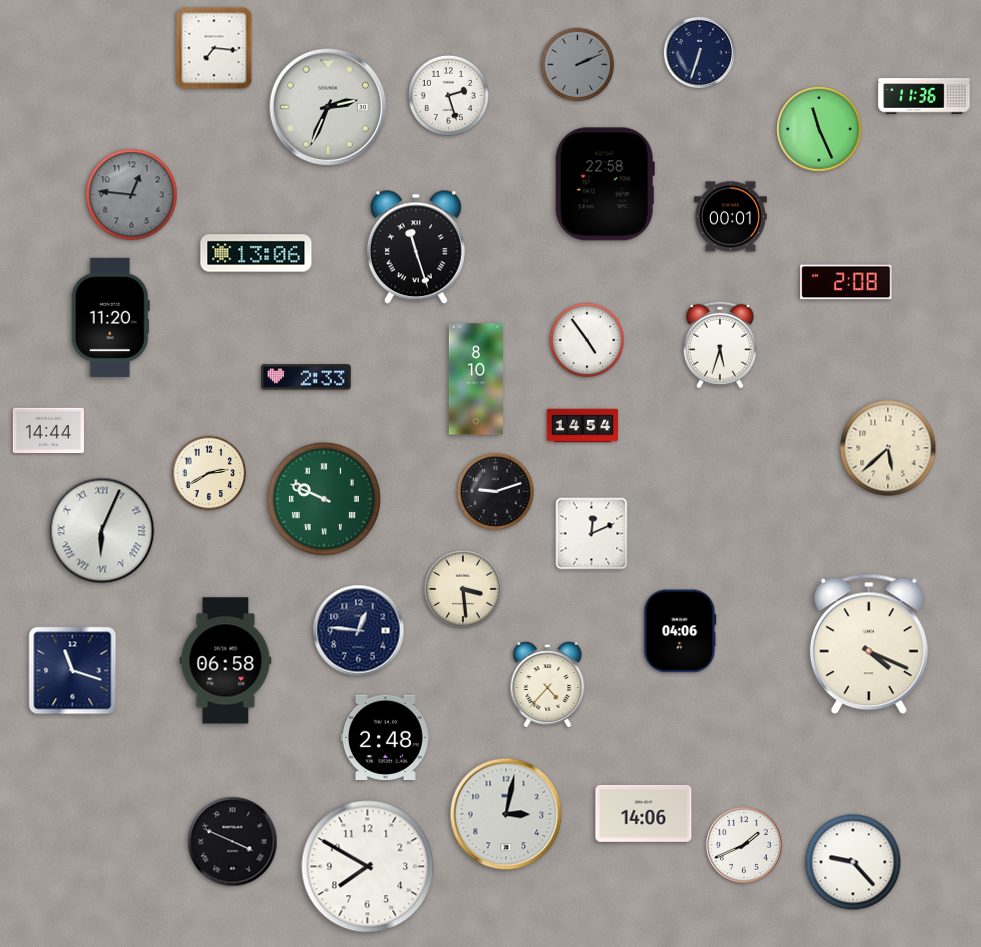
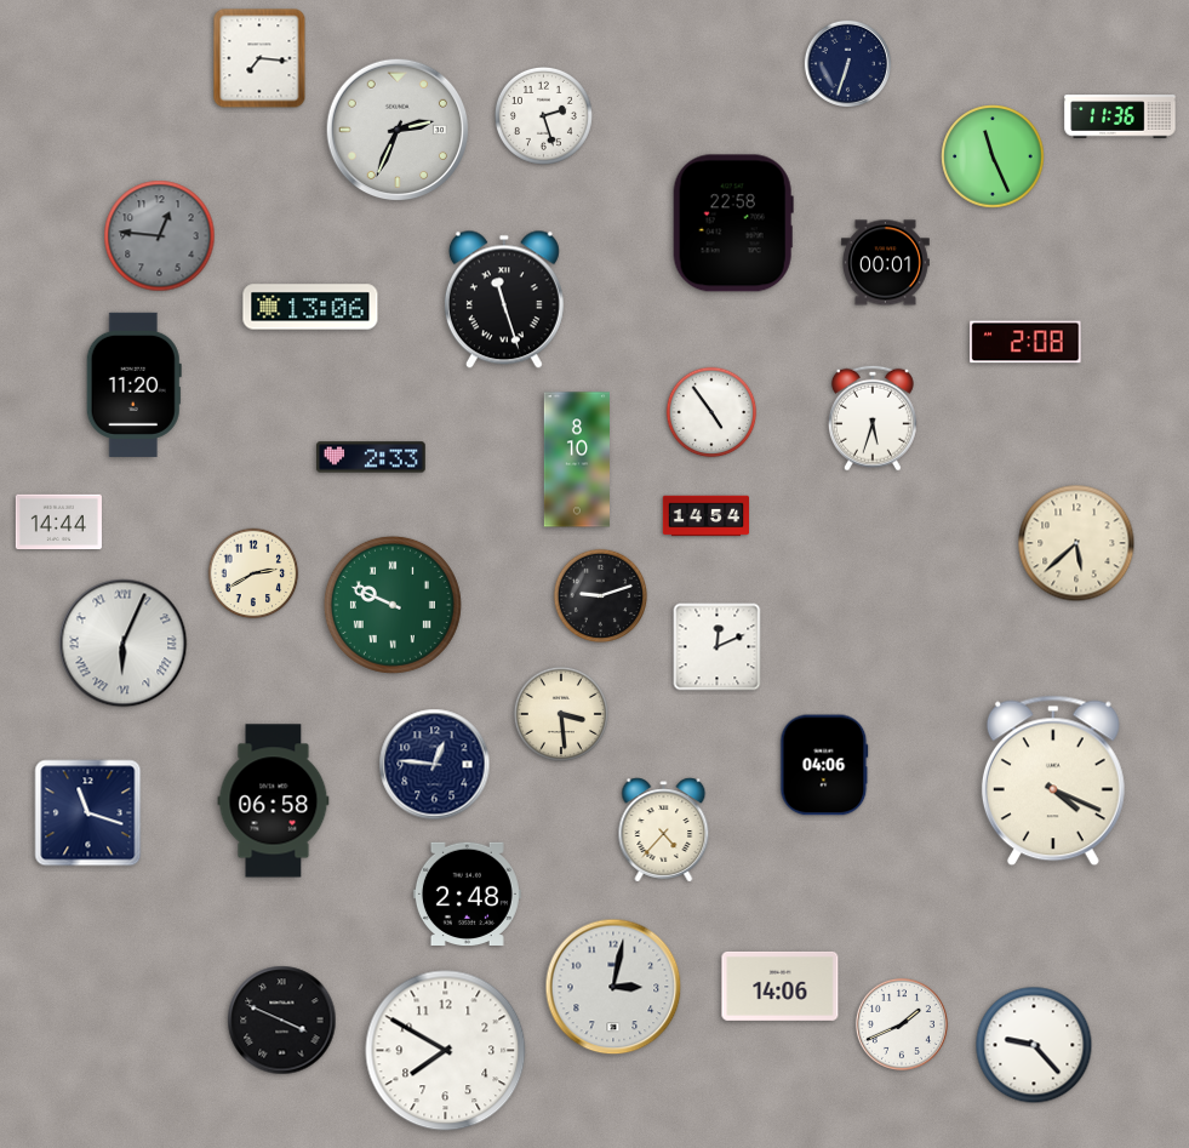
clock at (578, 65): 2:11 -> none
